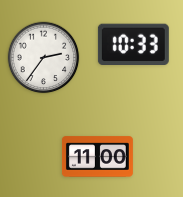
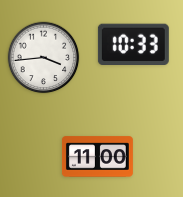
clock at (44, 58): 2:36 -> 3:44
